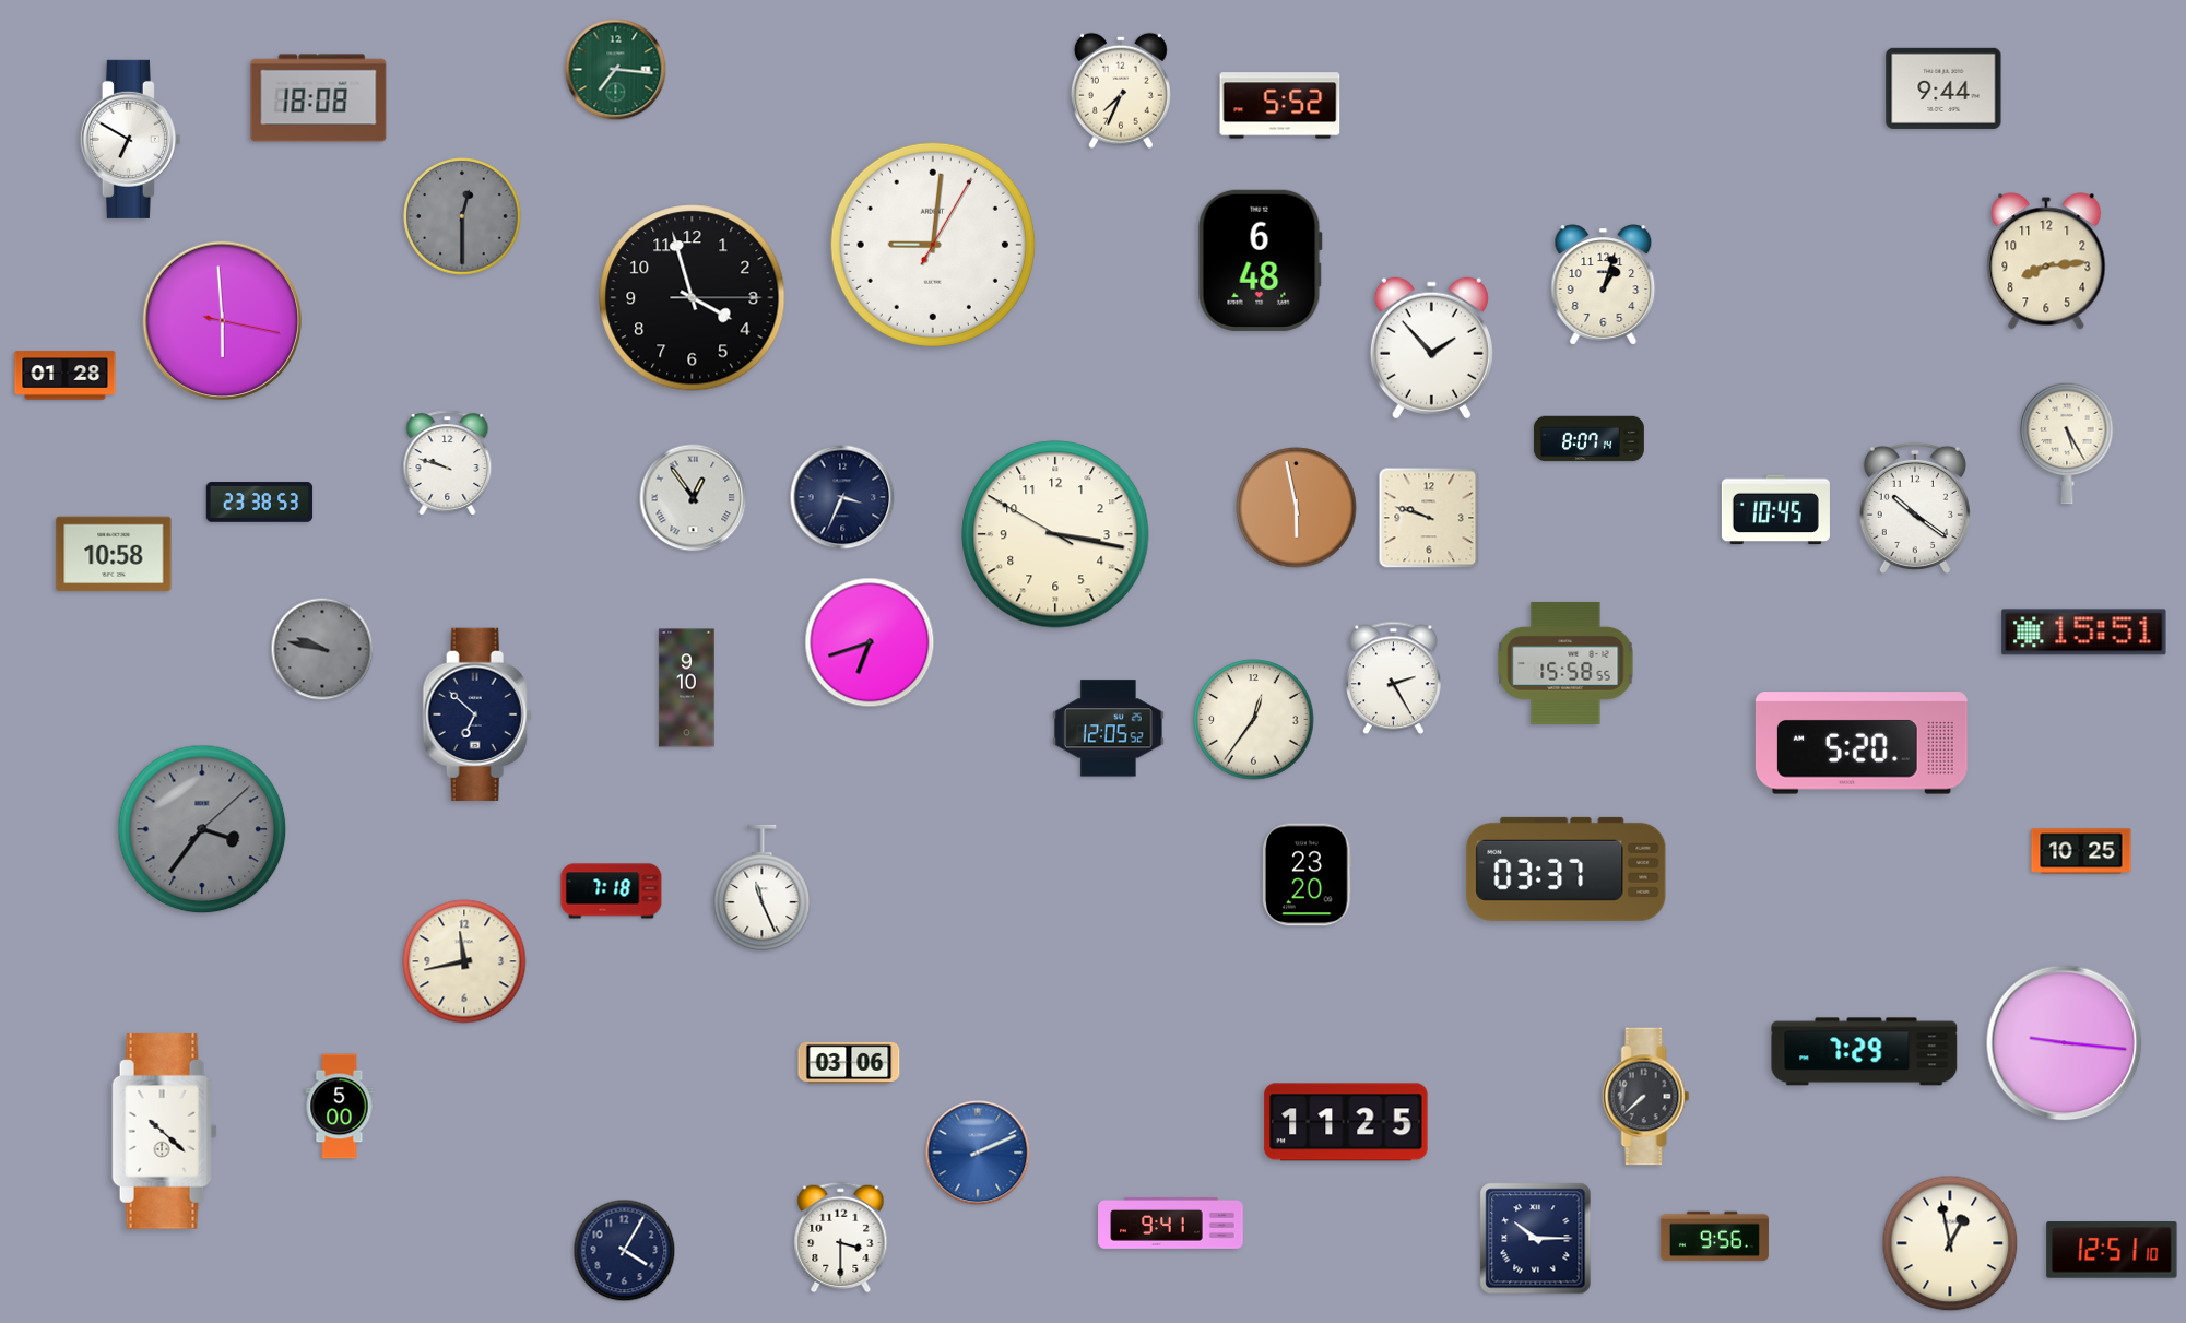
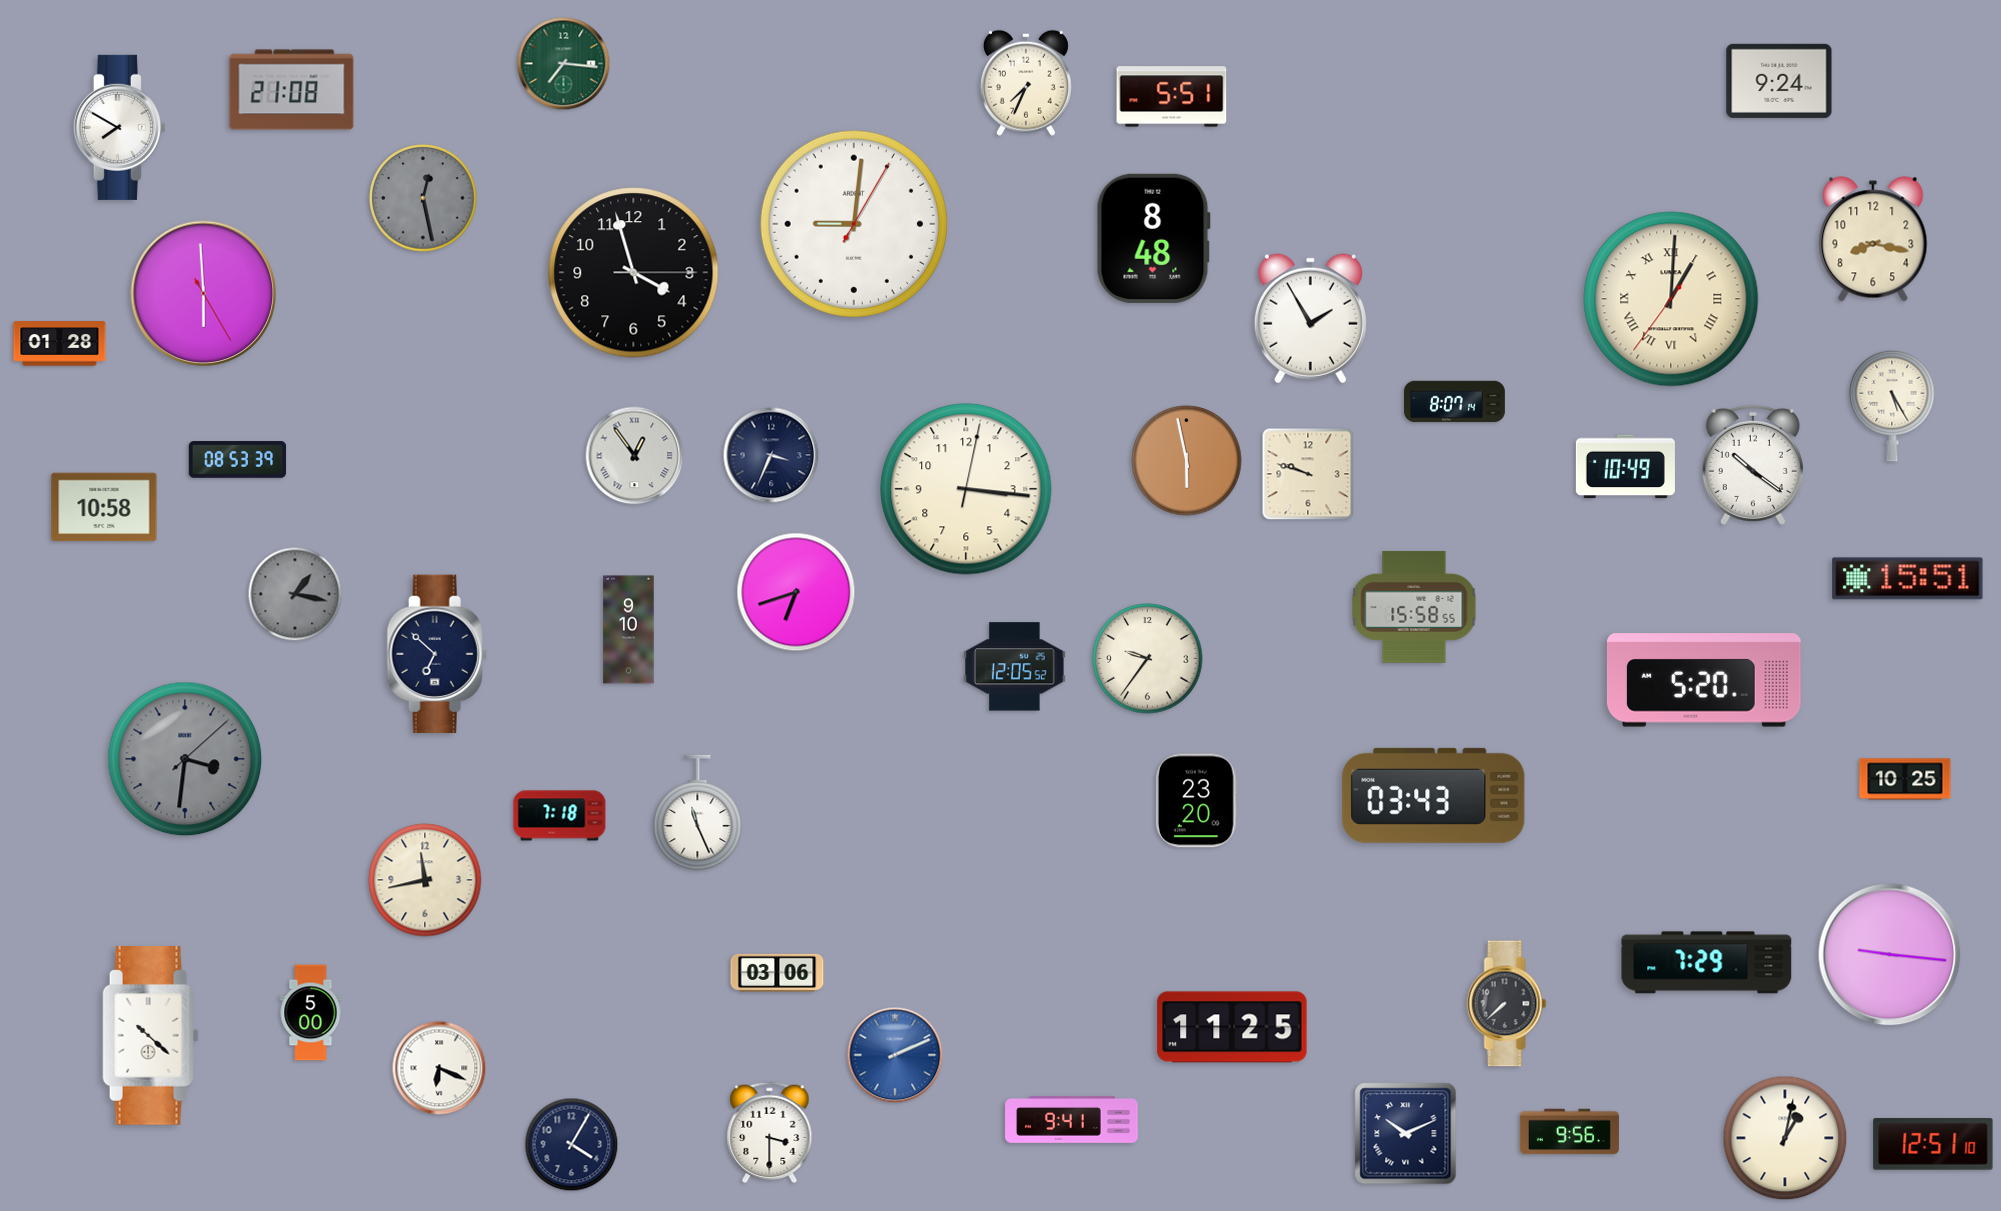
clock at (1943, 88): 9:44 -> 9:24
clock at (319, 98): 18:08 -> 21:08
clock at (1280, 106): 5:52 -> 5:51
clock at (130, 139): 6:50 -> 7:50
clock at (462, 216): 12:30 -> 12:28
clock at (1260, 260): 6:48 -> 8:48
clock at (2046, 261): 8:14 -> 8:17
clock at (1604, 285): 1:03 -> none
clock at (222, 320): 5:59:17 -> 5:59:25
clock at (1671, 299): none -> 1:00
clock at (1431, 349): 1:53 -> 1:55
clock at (448, 463): 9:48 -> none
clock at (260, 503): 23:38 -> 08:53
clock at (1297, 508) position: (1297, 508) -> (1187, 461)
clock at (1775, 510): 10:45 -> 10:49
clock at (1055, 534): 3:16:50 -> 3:16:02
clock at (870, 642) position: (870, 642) -> (796, 592)
clock at (322, 649): 9:47 -> 1:17
clock at (1565, 663) position: (1565, 663) -> (1414, 607)
clock at (1393, 678): 2:25 -> none
clock at (1254, 720): 12:36 -> 9:36
clock at (202, 829): 3:36 -> 3:31
clock at (1567, 869): 03:37 -> 03:43
clock at (439, 1068): none -> 6:19
clock at (1536, 1239): 10:15 -> 10:11
clock at (1950, 1243): 12:58 -> 1:02
